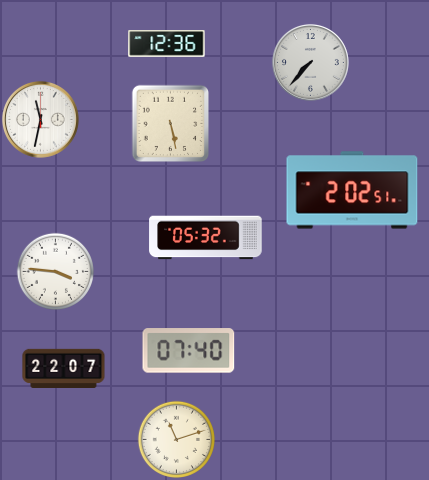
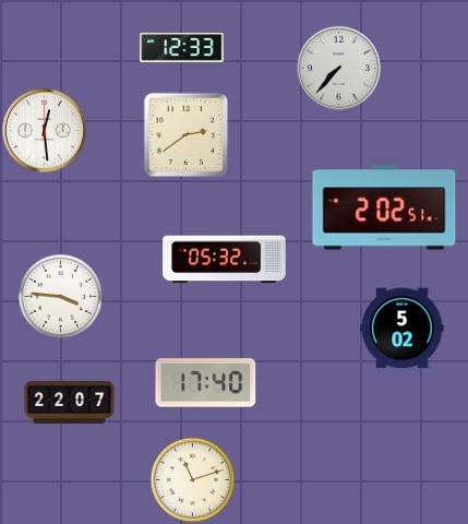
clock at (167, 44): 12:36 -> 12:33
clock at (40, 119): 11:32 -> 12:29
clock at (170, 123): 5:28 -> 2:39
clock at (403, 329): none -> 5:02
clock at (189, 351): 07:40 -> 17:40
